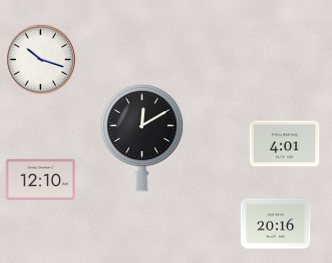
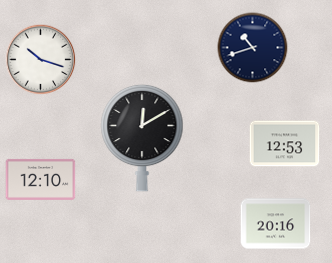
clock at (253, 48): none -> 10:42
clock at (285, 144): 4:01 -> 12:53
